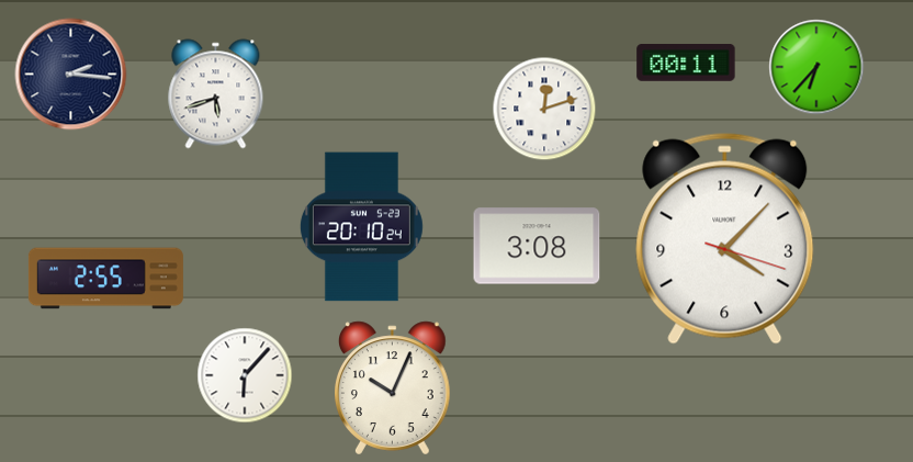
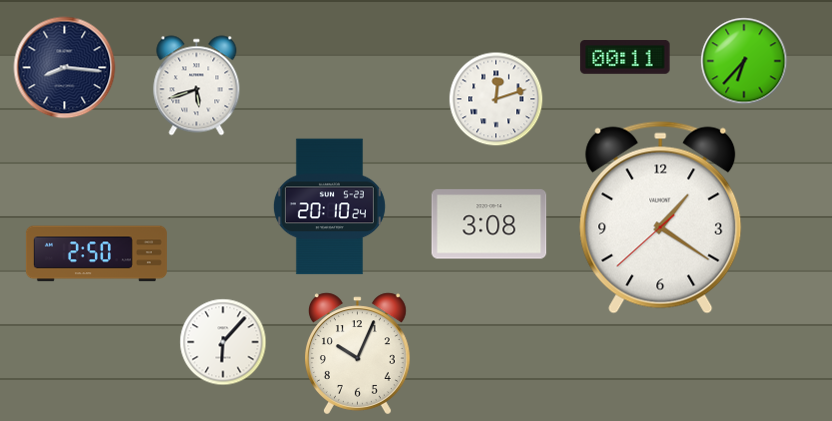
clock at (71, 75): 2:16 -> 8:16
clock at (725, 238): 4:07 -> 1:20
clock at (105, 279): 2:55 -> 2:50
